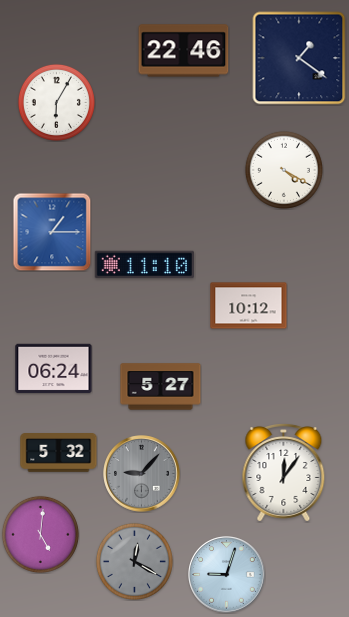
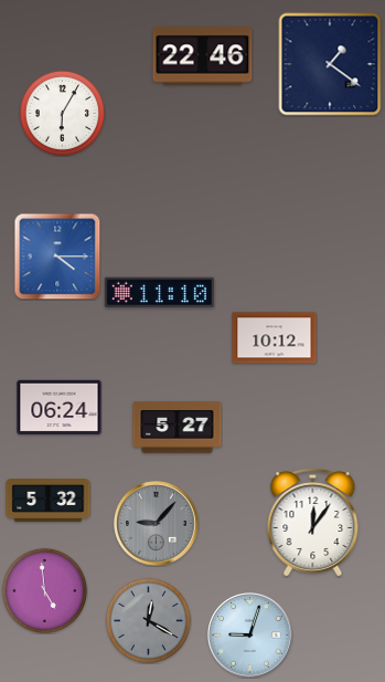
clock at (284, 170): 4:20 -> none
clock at (52, 232): 1:15 -> 4:15
clock at (59, 453) position: (59, 453) -> (49, 501)
clock at (40, 534): 5:01 -> 4:59
